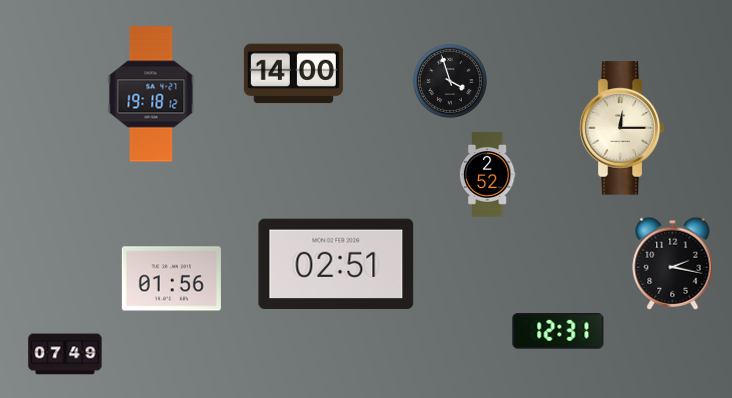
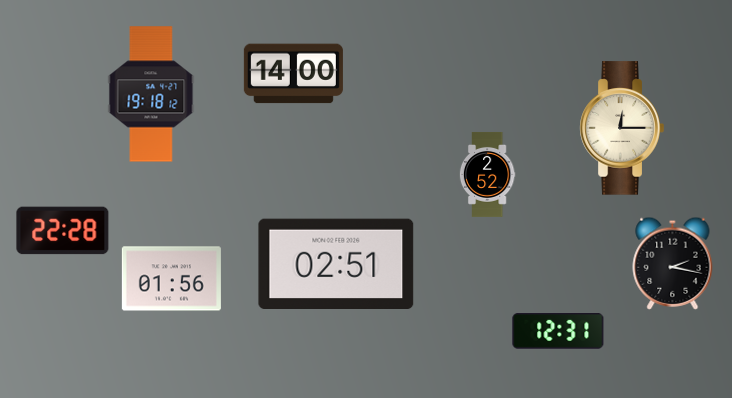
clock at (450, 81): 3:57 -> none
clock at (63, 231): none -> 22:28
clock at (65, 354): 07:49 -> none
